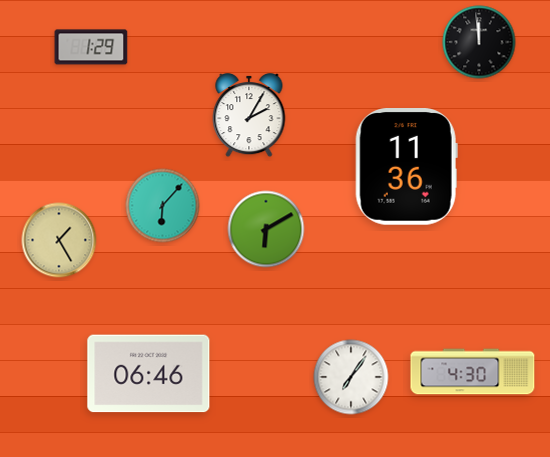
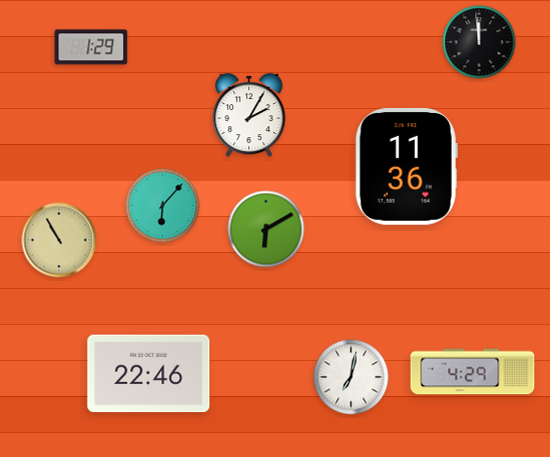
clock at (59, 240): 1:25 -> 10:55
clock at (473, 372): 4:30 -> 4:29
clock at (149, 374): 06:46 -> 22:46
clock at (351, 377): 7:06 -> 7:02
